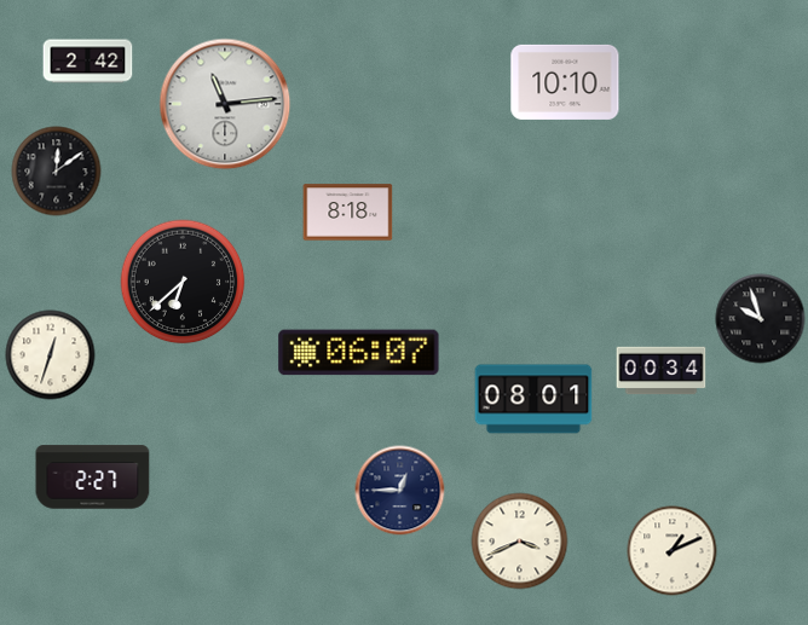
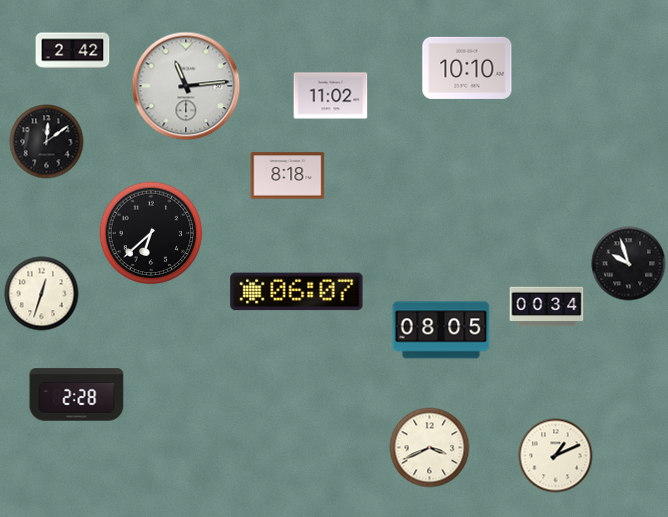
clock at (331, 96): none -> 11:02
clock at (533, 399): 08:01 -> 08:05
clock at (93, 478): 2:27 -> 2:28
clock at (400, 491): 12:45 -> none
